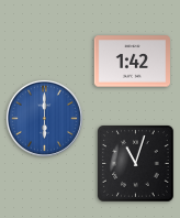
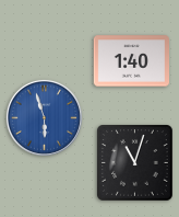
clock at (132, 62): 1:42 -> 1:40
clock at (44, 118): 6:00 -> 5:57
